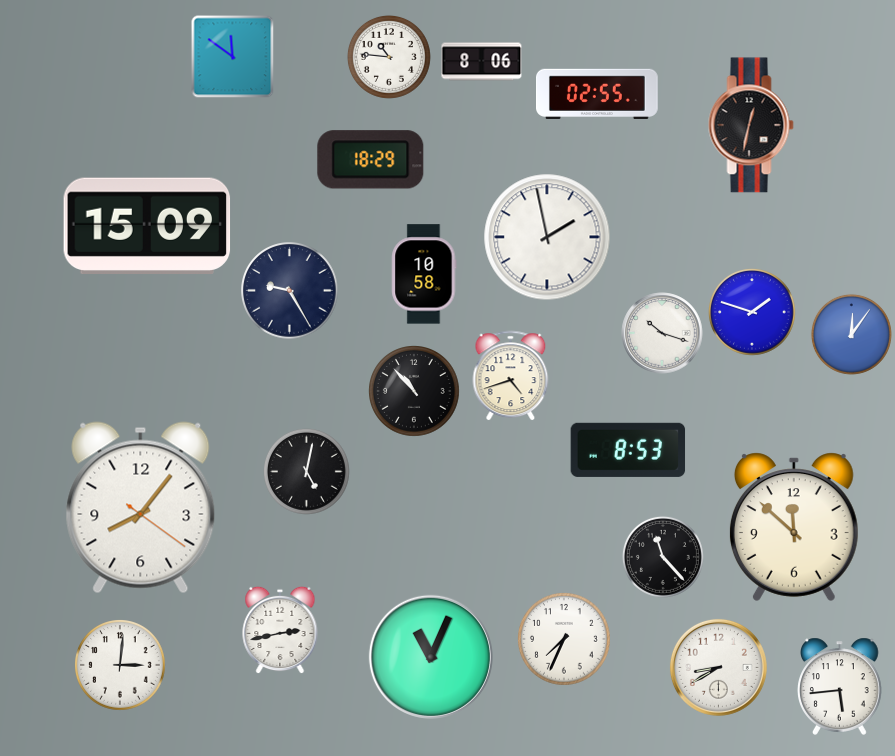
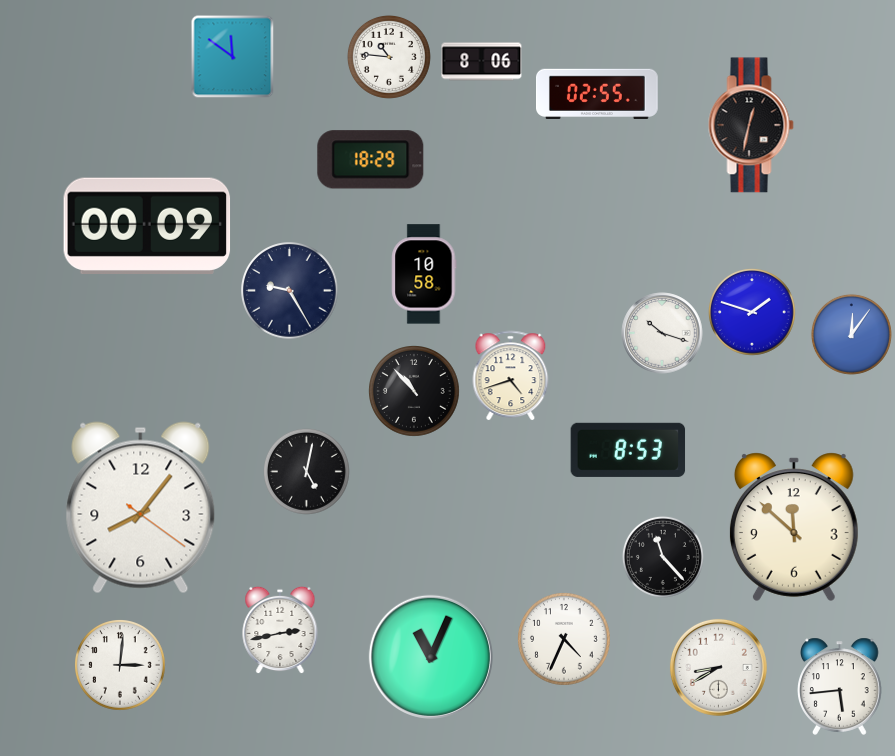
clock at (147, 225): 15:09 -> 00:09
clock at (547, 237): 1:58 -> none
clock at (565, 640): 7:34 -> 4:34
